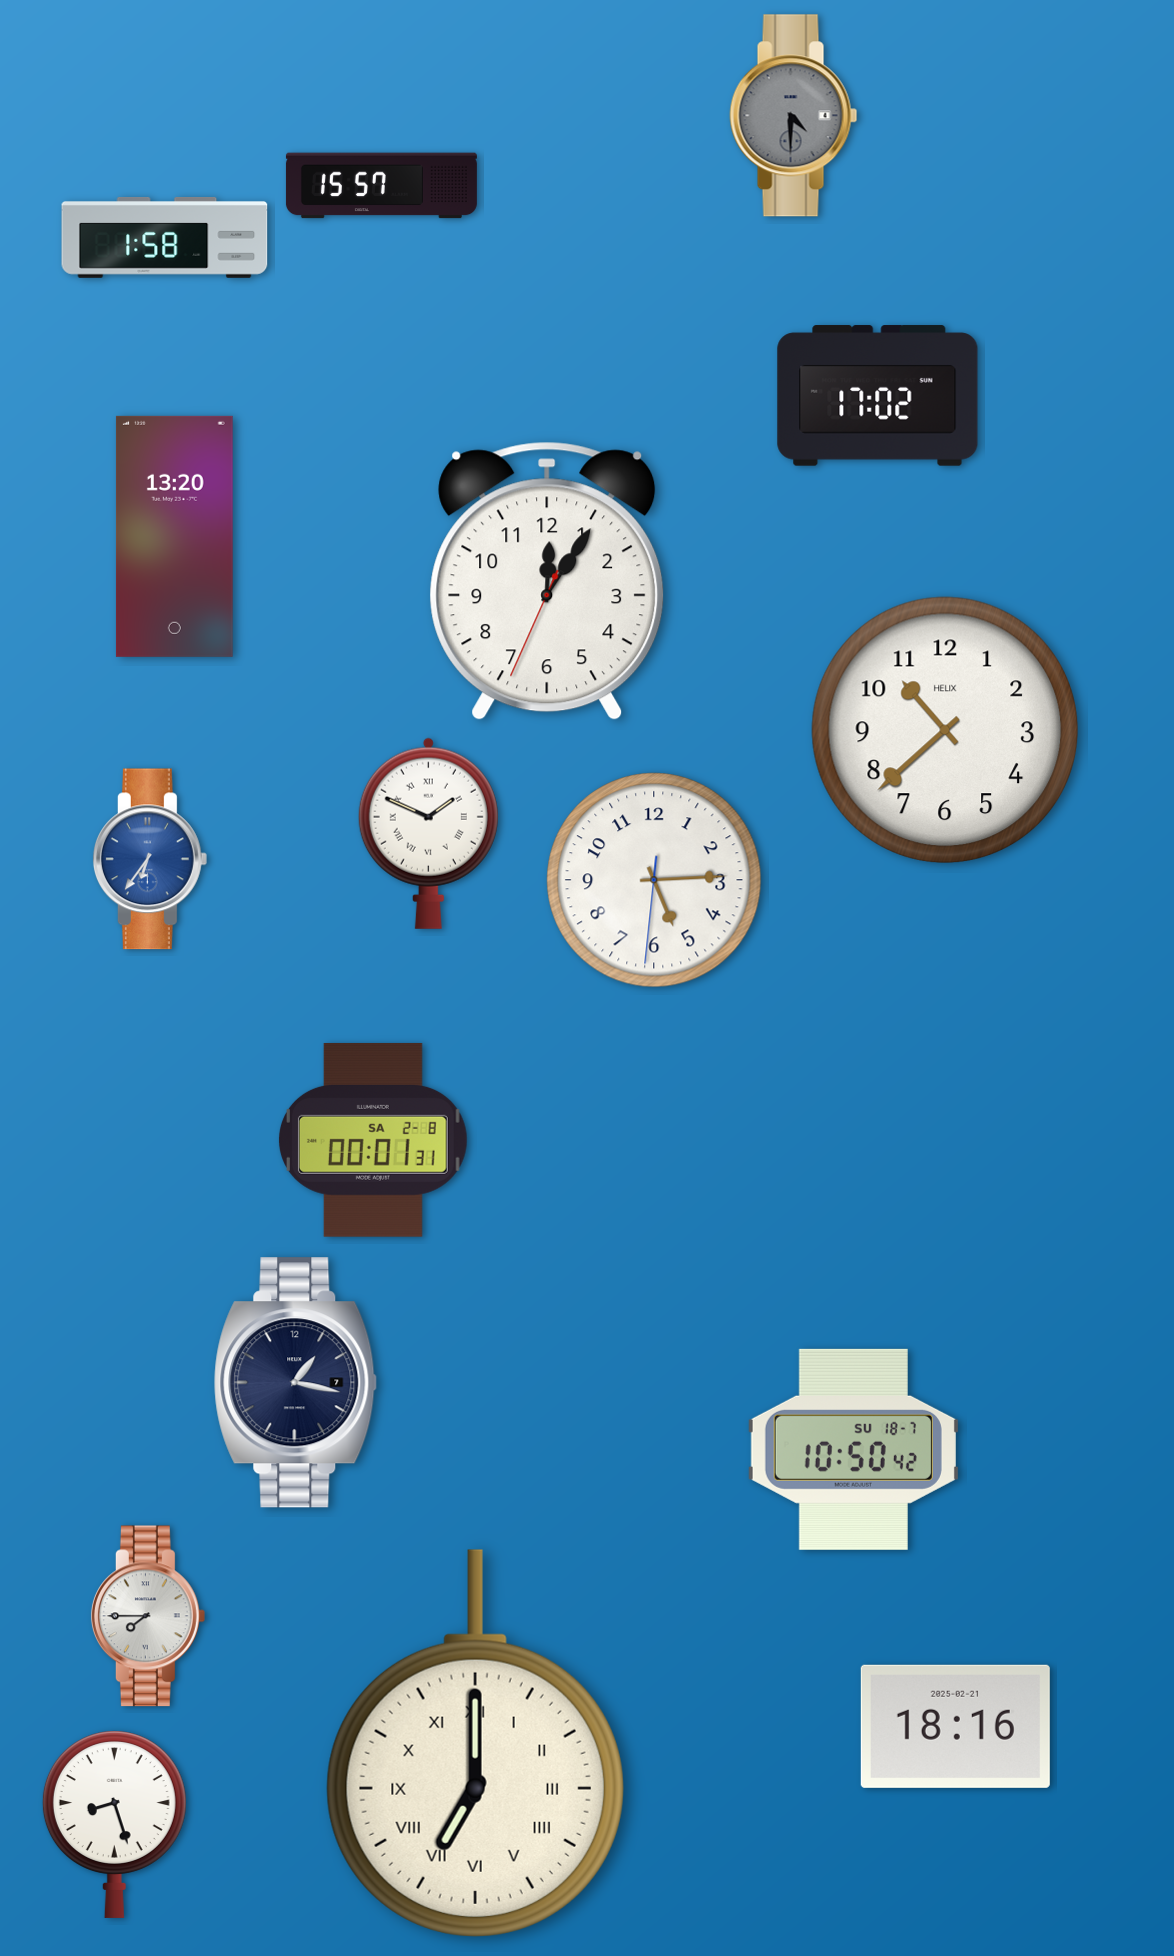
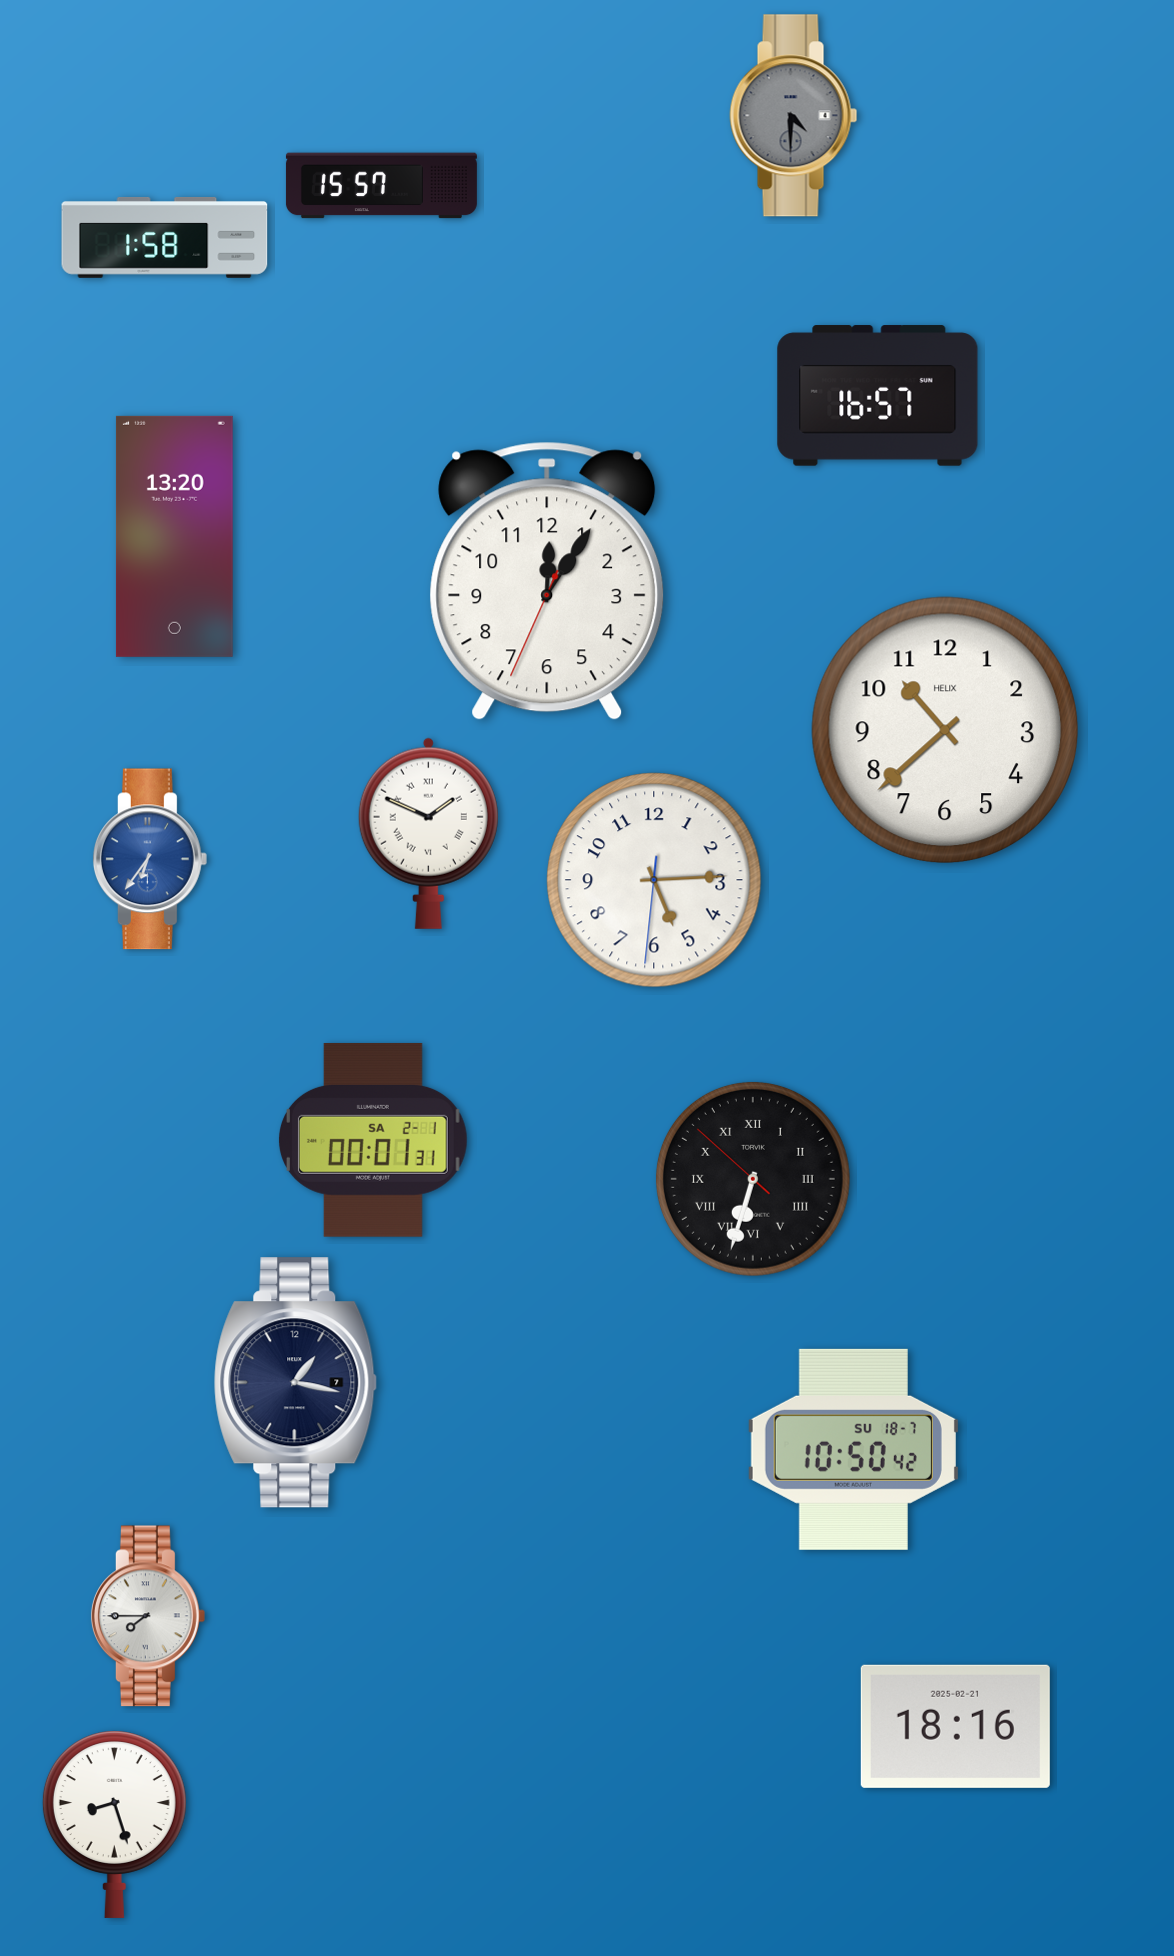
clock at (878, 396): 17:02 -> 16:57
clock at (373, 1140) date: SA 2-8 -> SA 2-1
clock at (753, 1179): none -> 6:32
clock at (475, 1743): 7:00 -> none
